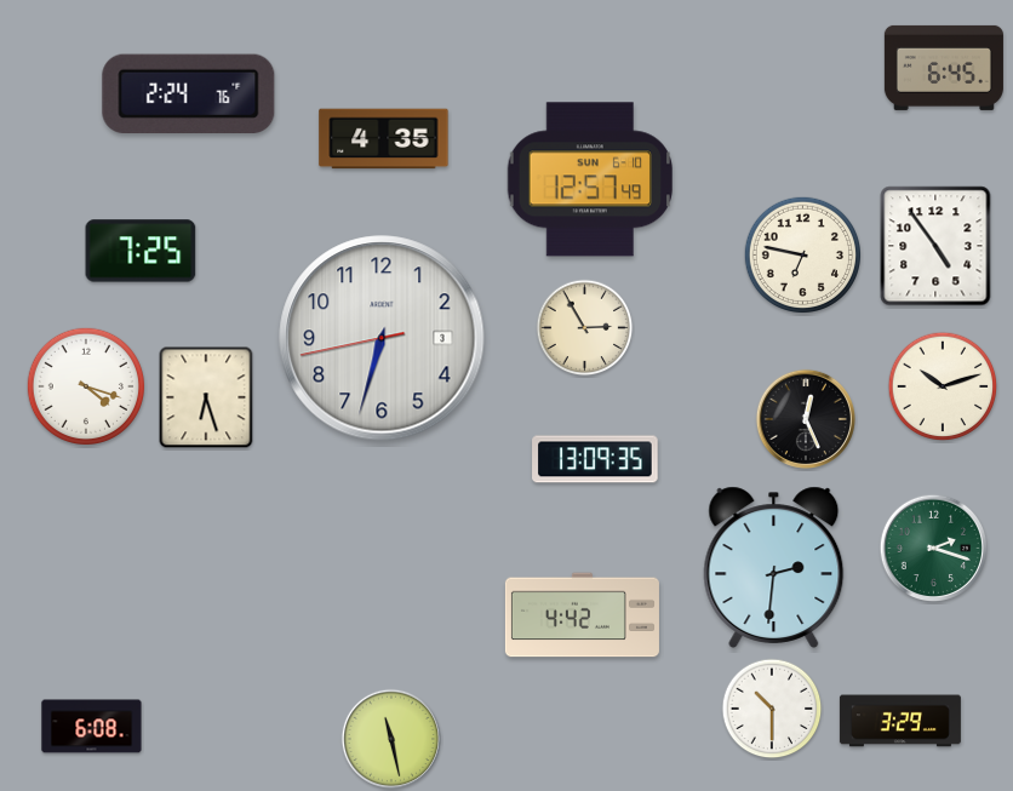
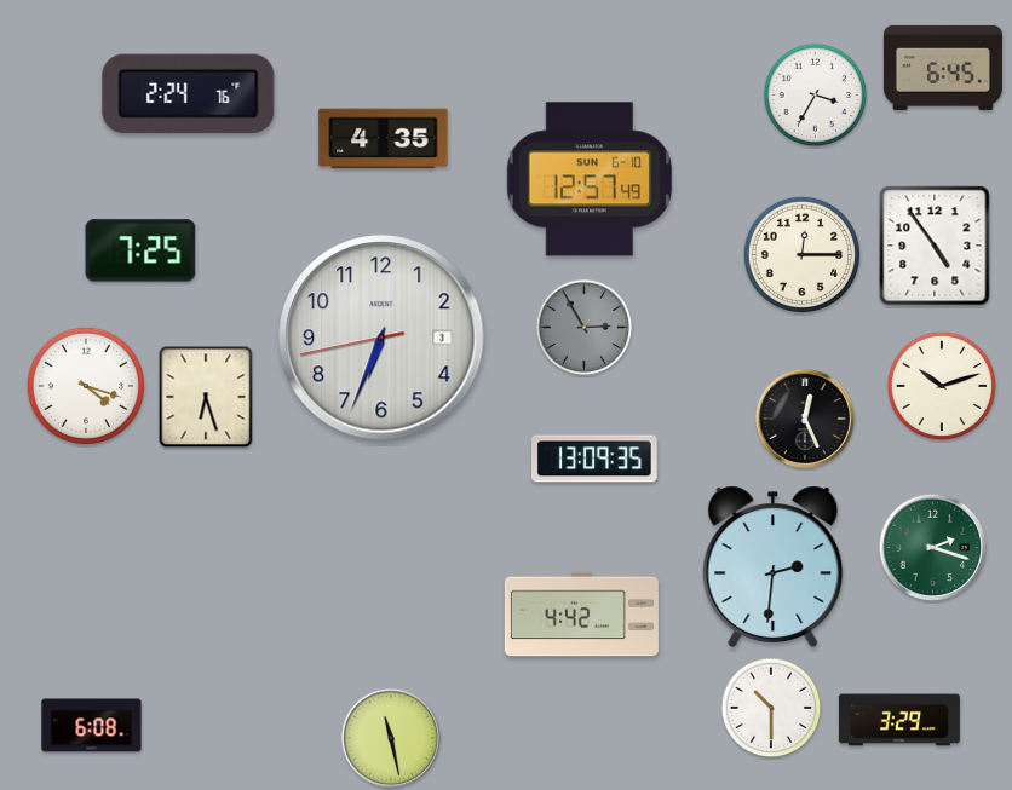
clock at (816, 96): none -> 3:35
clock at (802, 254): 6:47 -> 12:15
clock at (585, 328) dial: cream -> grey
clock at (382, 338): 6:32 -> 6:33
